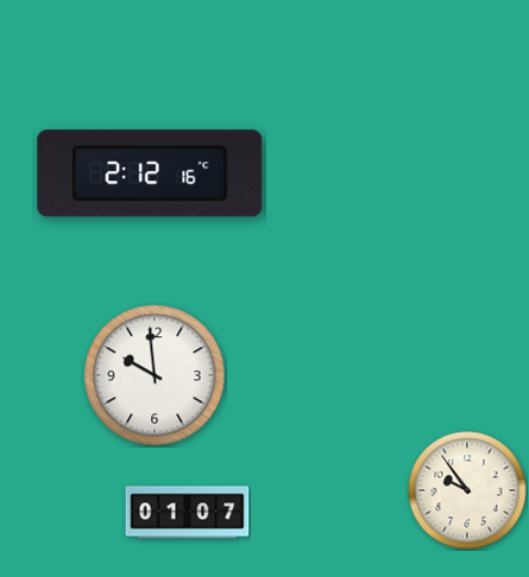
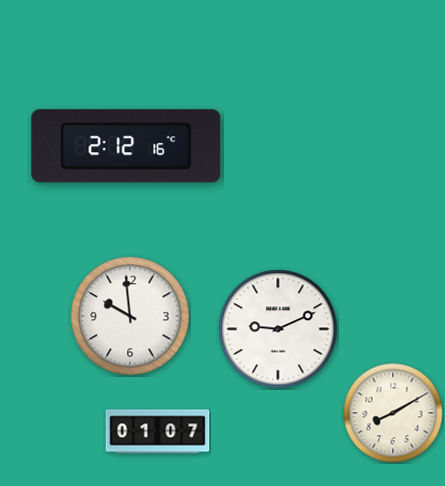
clock at (278, 329): none -> 9:11
clock at (467, 490): 9:54 -> 8:10
